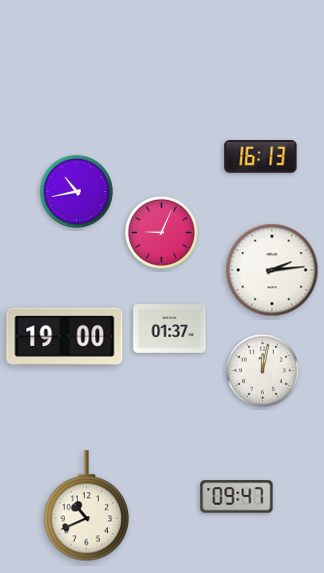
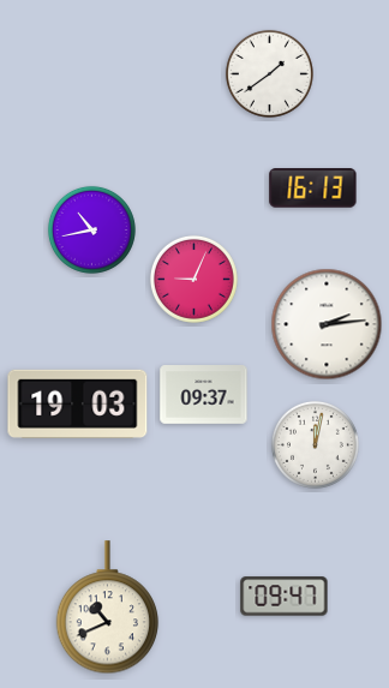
clock at (269, 73): none -> 1:39
clock at (170, 329): 01:37 -> 09:37
clock at (65, 336): 19:00 -> 19:03
clock at (87, 506) position: (87, 506) -> (108, 608)
